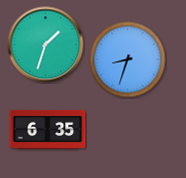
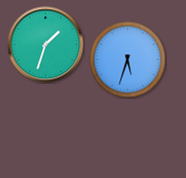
clock at (128, 60): 8:33 -> 5:33
clock at (48, 129): 6:35 -> none
